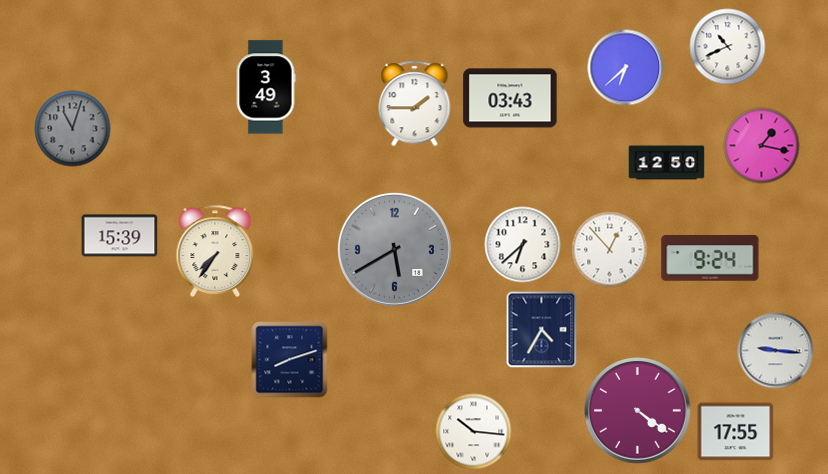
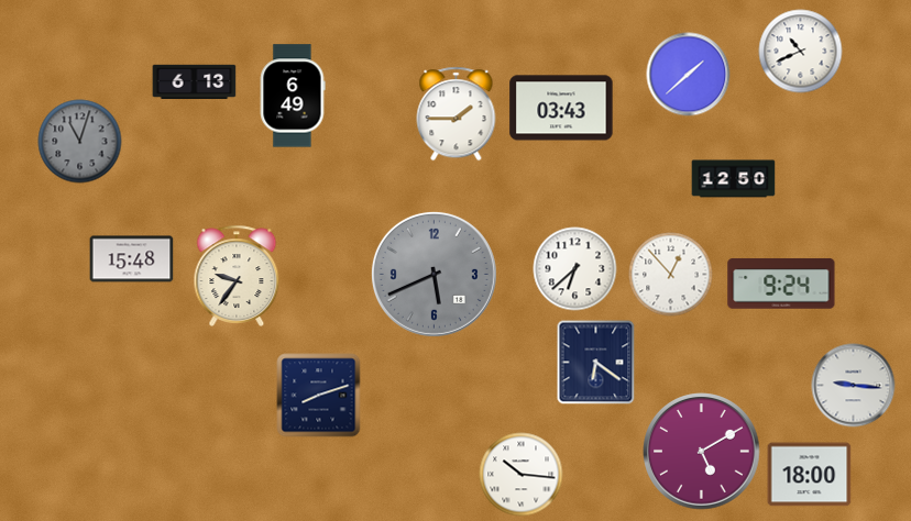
clock at (626, 68): 6:38 -> 1:38
clock at (195, 82): none -> 6:13
clock at (266, 87): 3:49 -> 6:49
clock at (762, 146): 1:17 -> none
clock at (120, 236): 15:39 -> 15:48
clock at (394, 249): 5:40 -> 5:41
clock at (215, 251): 7:36 -> 9:36
clock at (542, 330): 4:35 -> 6:21
clock at (638, 411): 4:21 -> 5:10
clock at (736, 432): 17:55 -> 18:00
